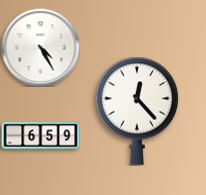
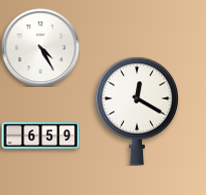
clock at (137, 111): 12:23 -> 12:20
